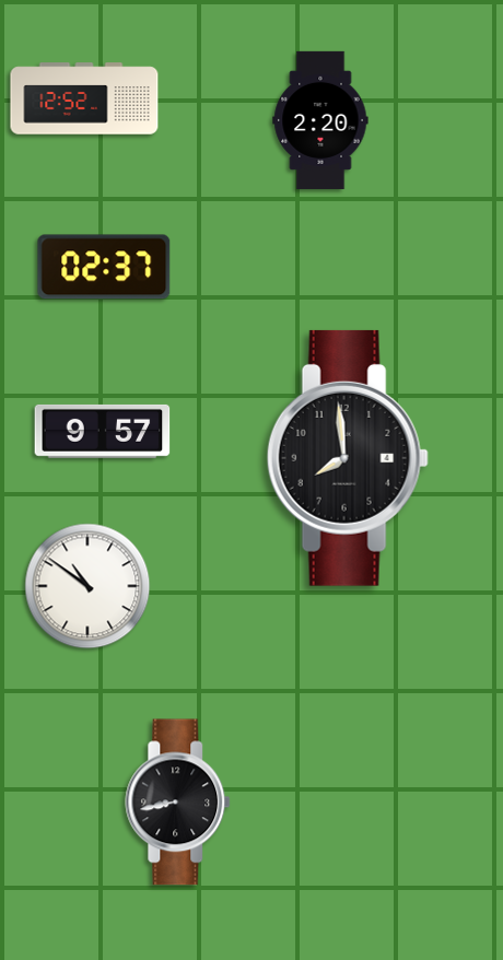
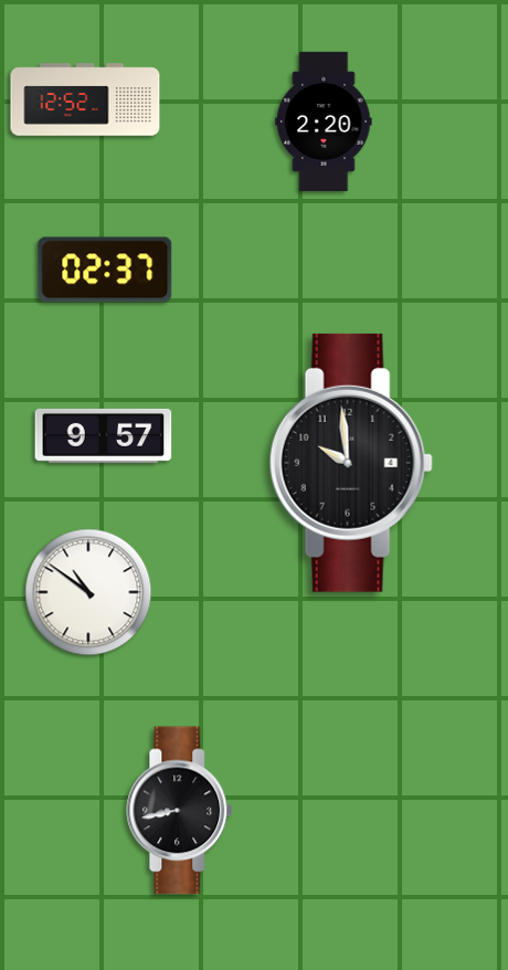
clock at (348, 458): 7:59 -> 9:59
